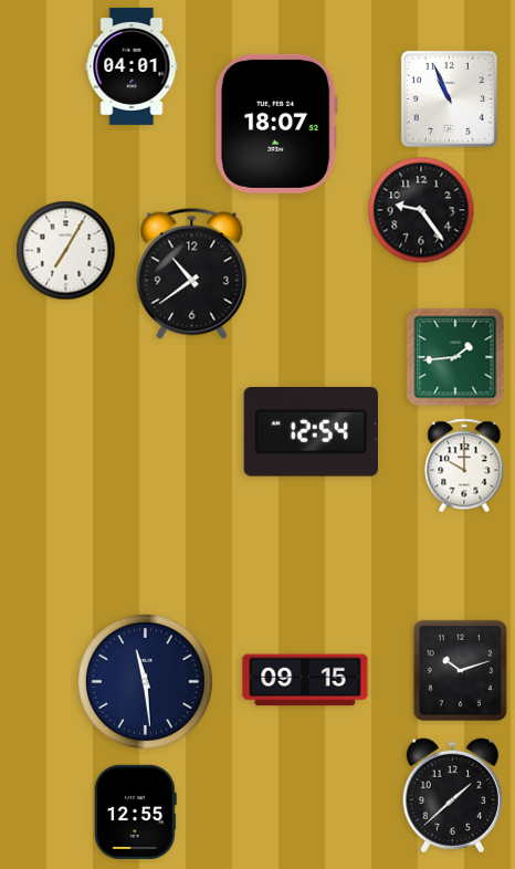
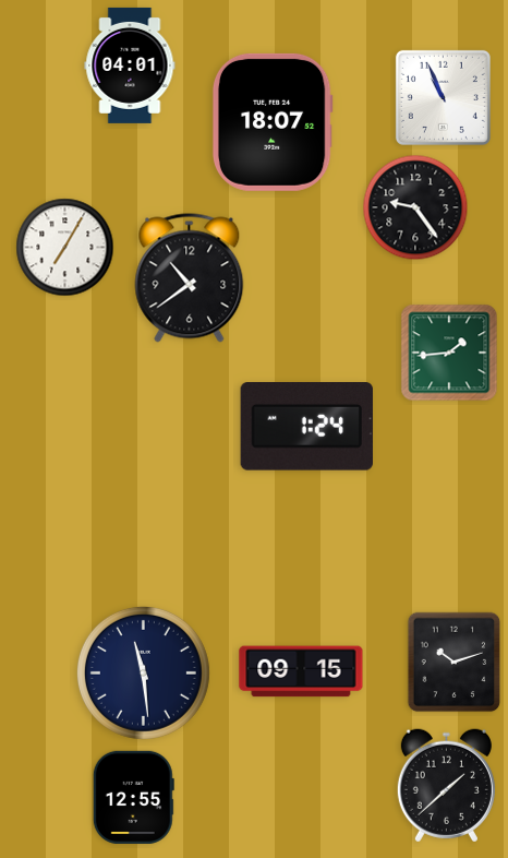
clock at (192, 274) position: (192, 274) -> (190, 278)
clock at (311, 432): 12:54 -> 1:24
clock at (464, 465): 10:00 -> none
clock at (135, 812) position: (135, 812) -> (133, 797)
